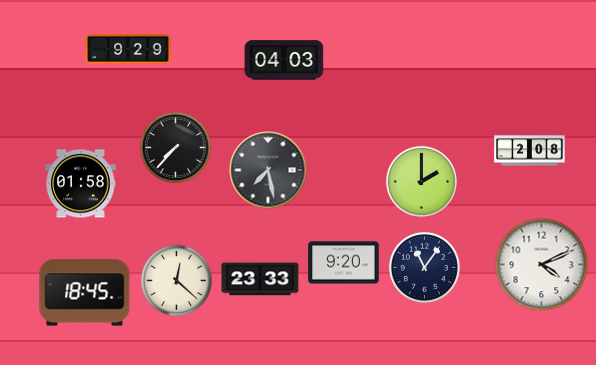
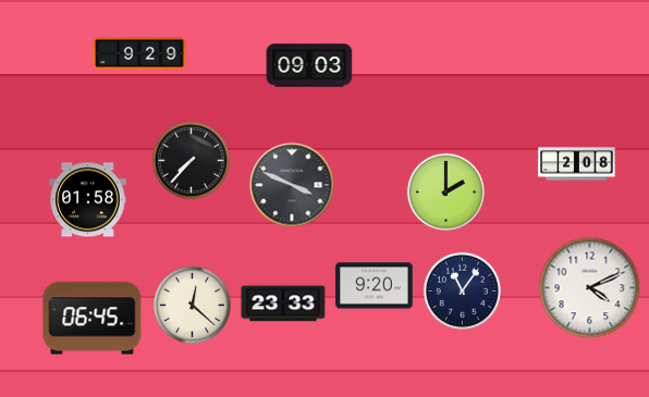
clock at (284, 60): 04:03 -> 09:03
clock at (268, 170): 7:28 -> 3:49
clock at (421, 181) position: (421, 181) -> (445, 191)
clock at (85, 293): 18:45 -> 06:45
